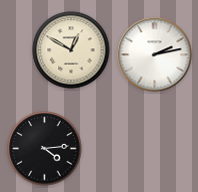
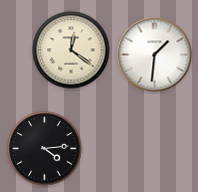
clock at (71, 50): 12:50 -> 12:21
clock at (155, 55): 2:13 -> 1:31
